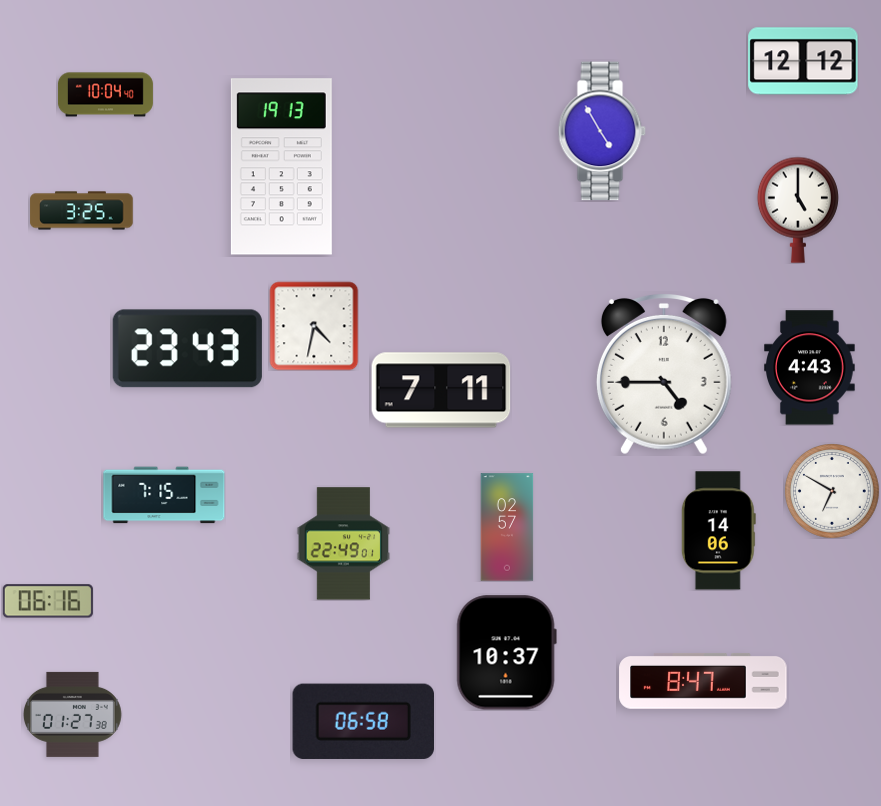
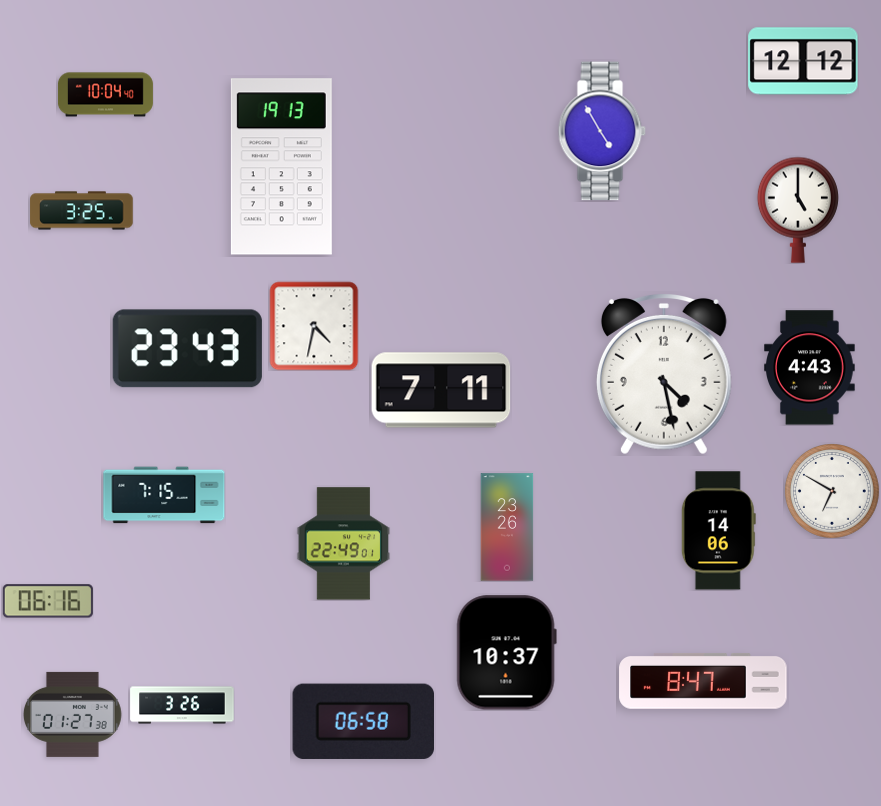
clock at (664, 375): 4:45 -> 4:28
clock at (507, 527): 02:57 -> 23:26
clock at (182, 705): none -> 3:26
